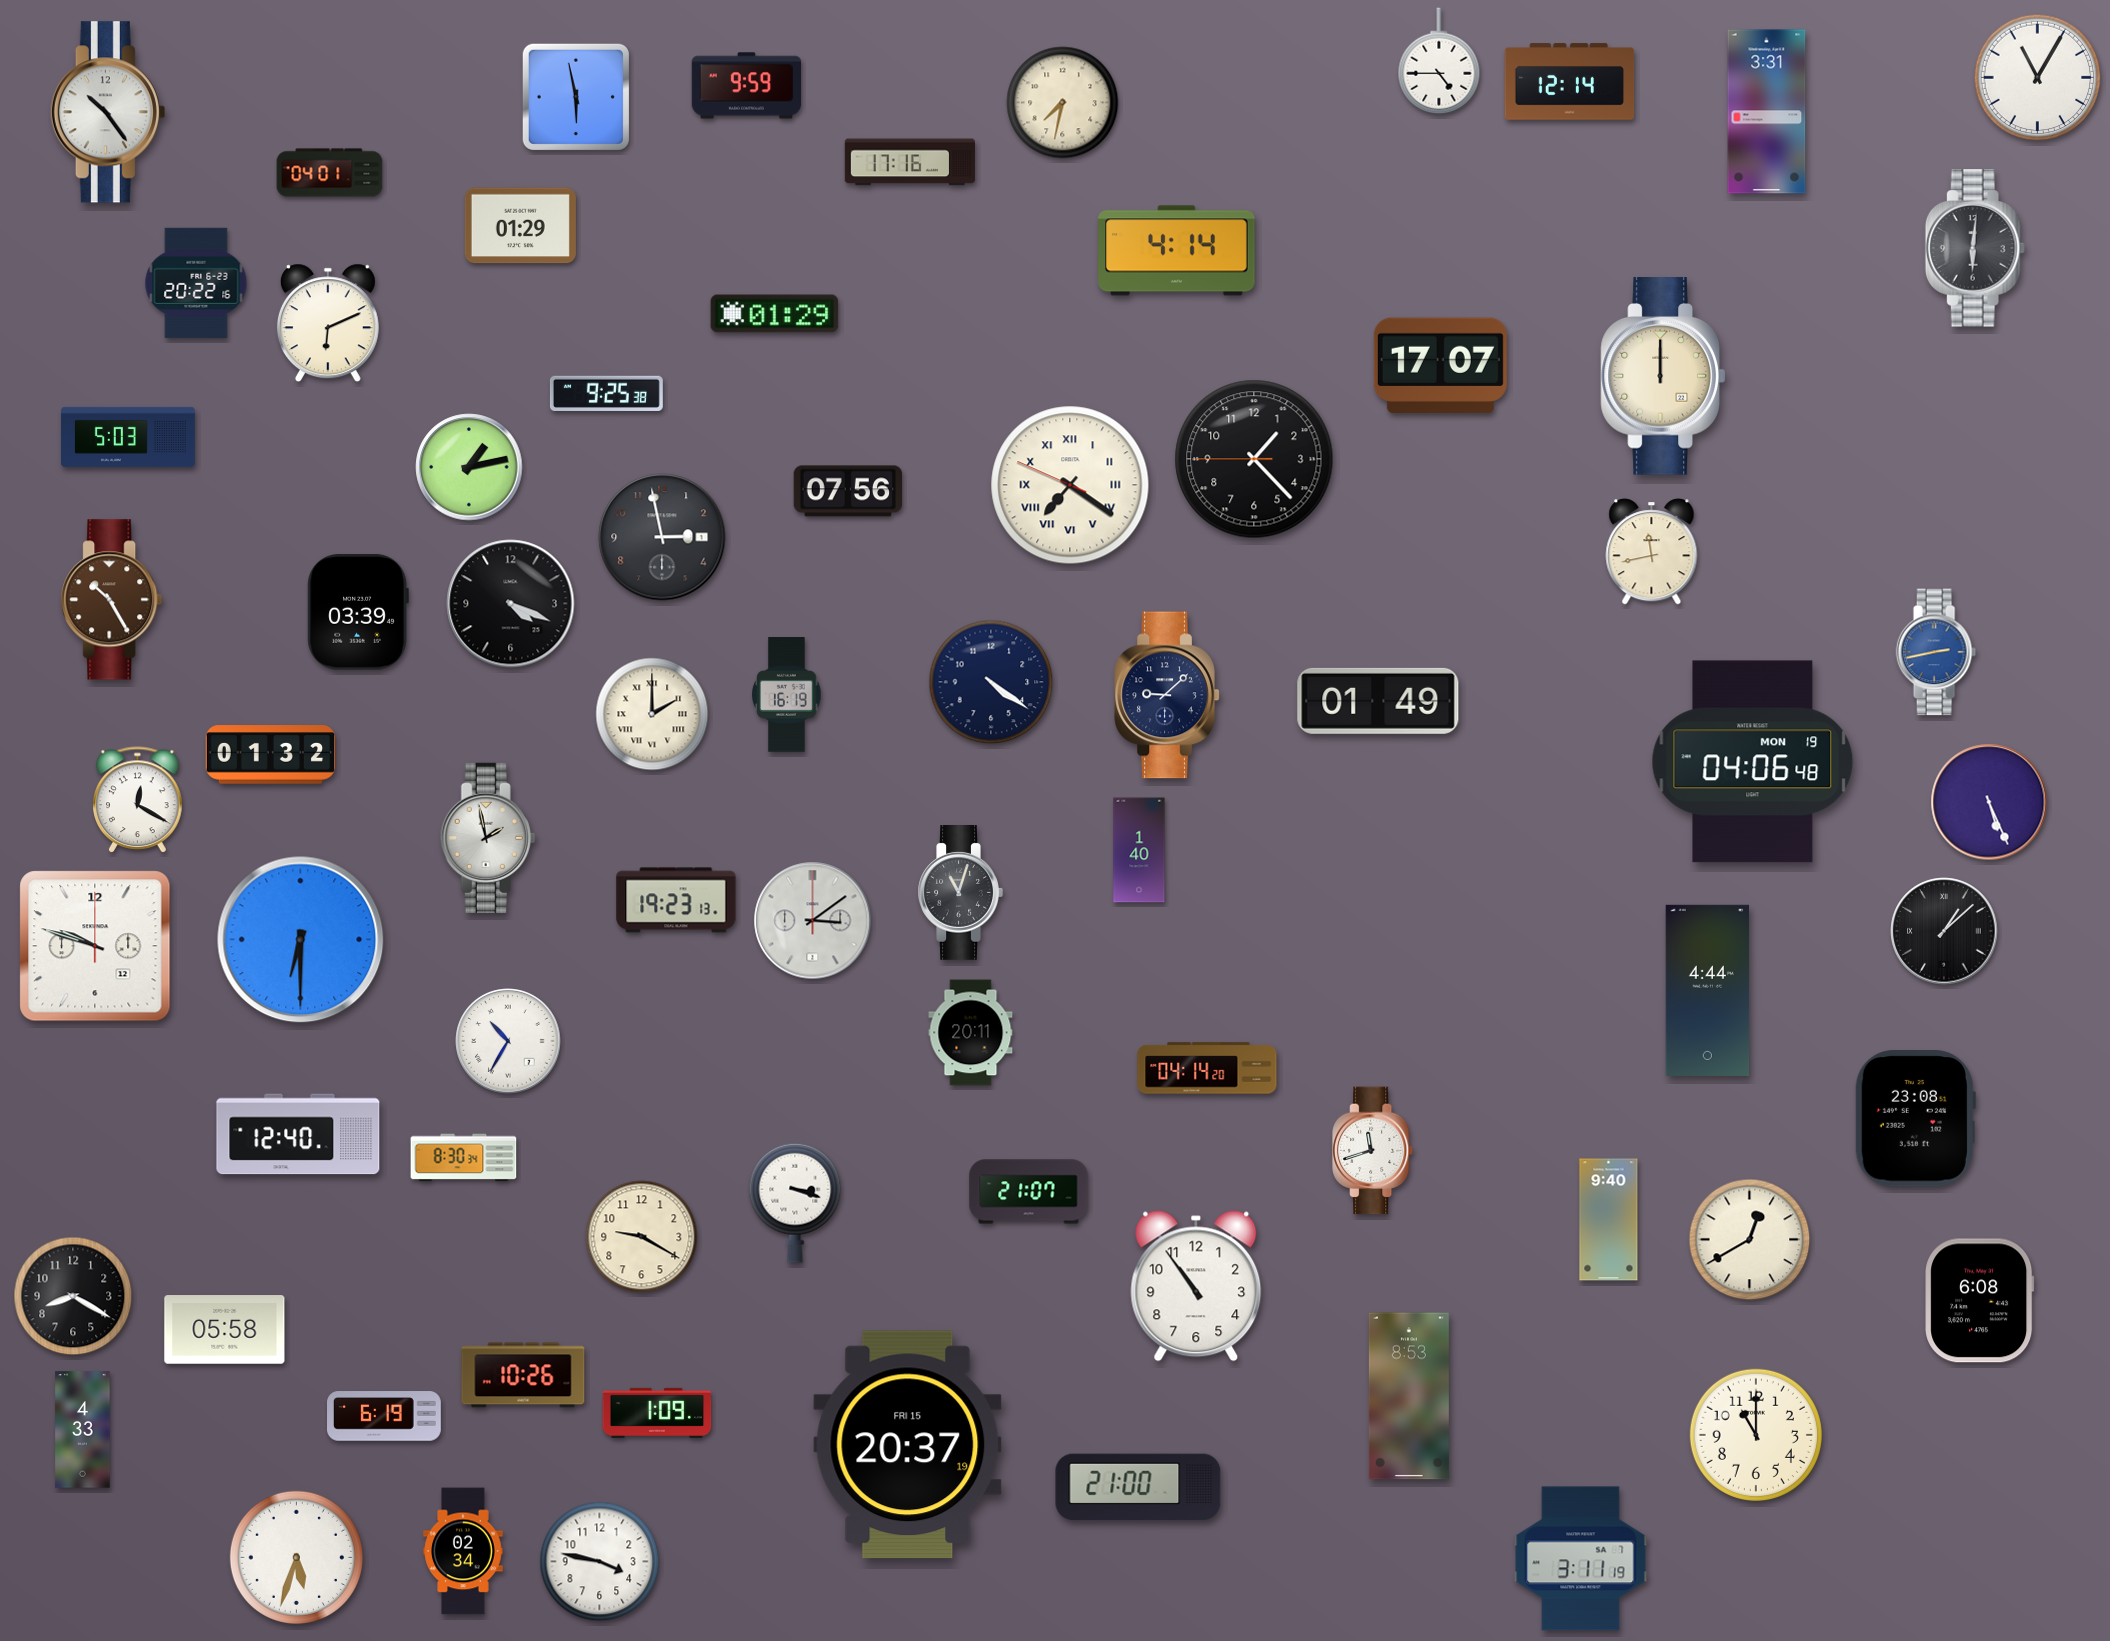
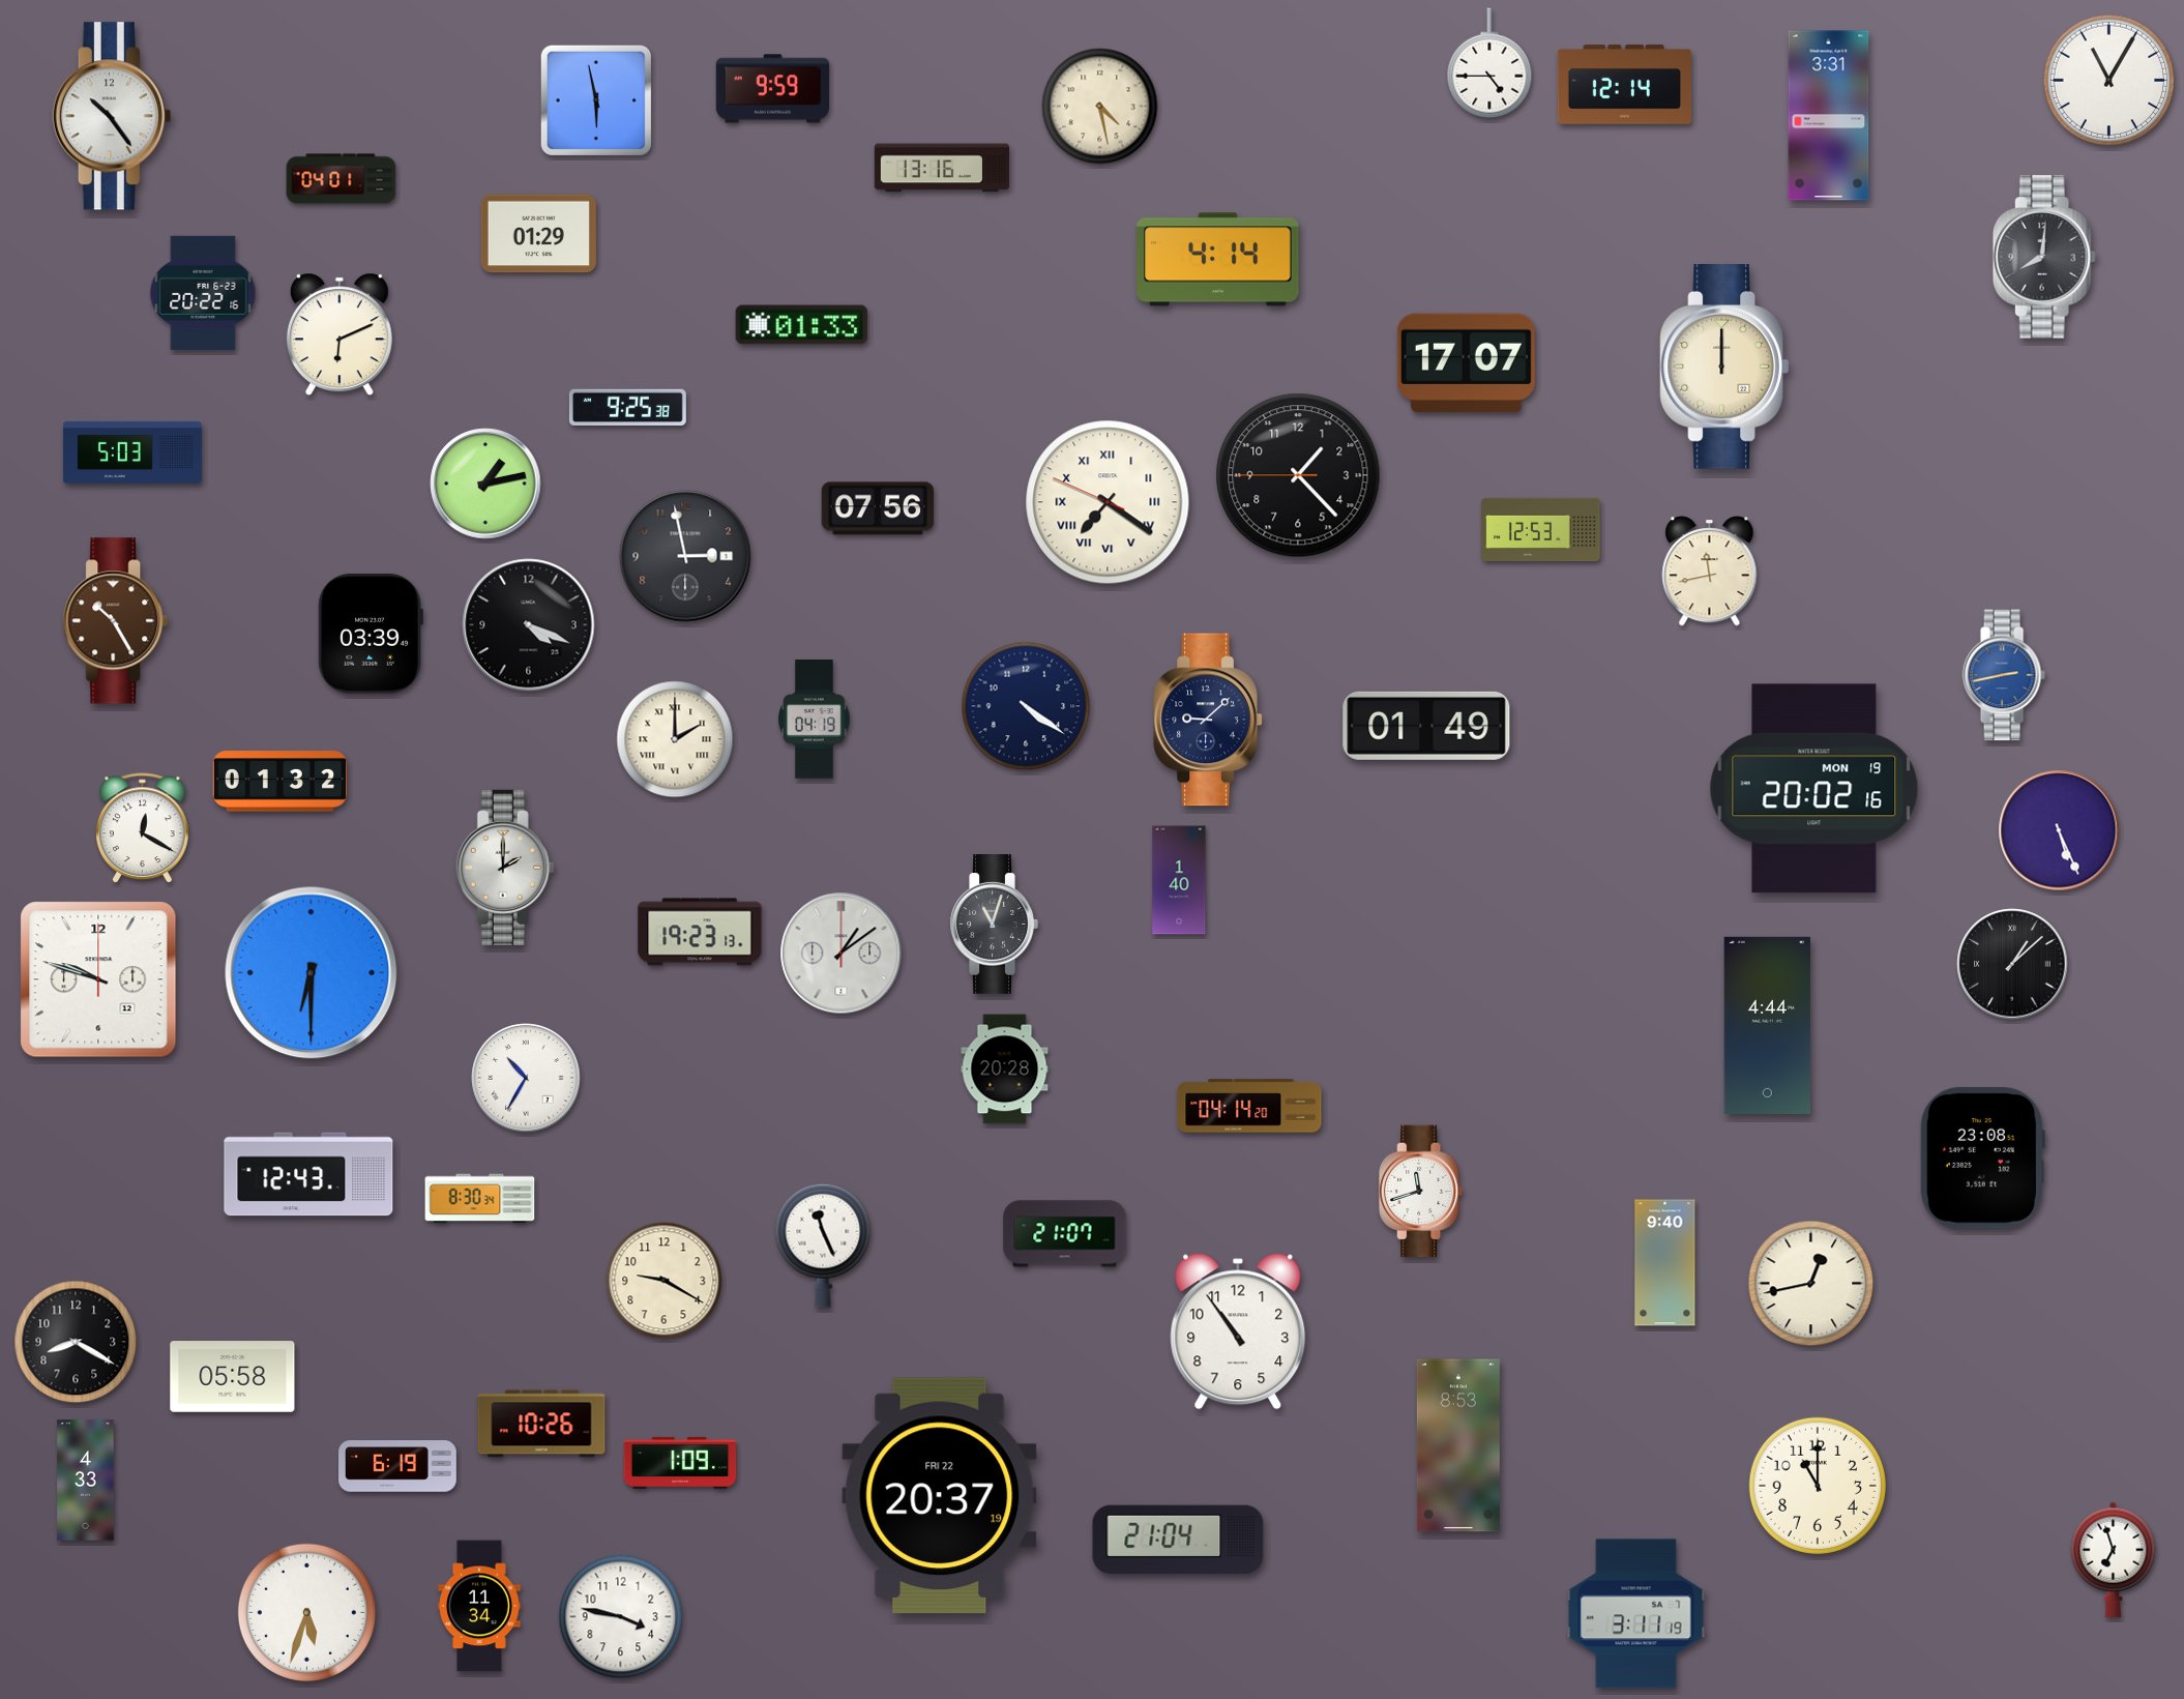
clock at (1063, 103): 7:32 -> 4:28
clock at (910, 162): 17:16 -> 13:16
clock at (1975, 248): 6:01 -> 8:01
clock at (775, 314): 01:29 -> 01:33
clock at (1440, 366) position: (1440, 366) -> (1466, 363)
clock at (1663, 376) position: (1663, 376) -> (1724, 367)
clock at (1541, 529): none -> 12:53
clock at (787, 695): 16:19 -> 04:19
clock at (1753, 762): 04:06 -> 20:02
clock at (488, 838): 1:58 -> 2:00
clock at (813, 921): 3:09 -> 1:09
clock at (971, 1033): 20:11 -> 20:28
clock at (298, 1134): 12:40 -> 12:43
clock at (795, 1203): 3:18 -> 11:26
clock at (1750, 1240): 12:40 -> 12:43
clock at (1980, 1301): 6:08 -> none
clock at (908, 1445) date: FRI 15 -> FRI 22
clock at (1138, 1487): 21:00 -> 21:04
clock at (2114, 1559): none -> 6:57
clock at (463, 1551): 02:34 -> 11:34
